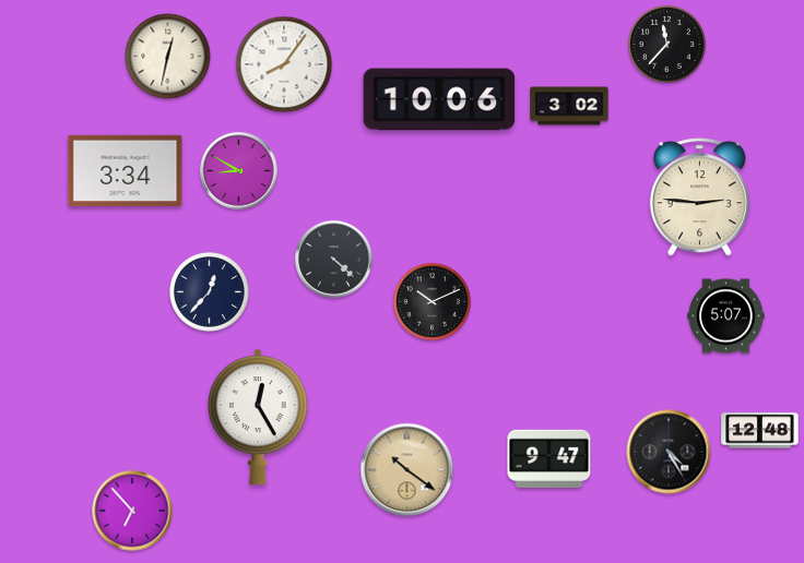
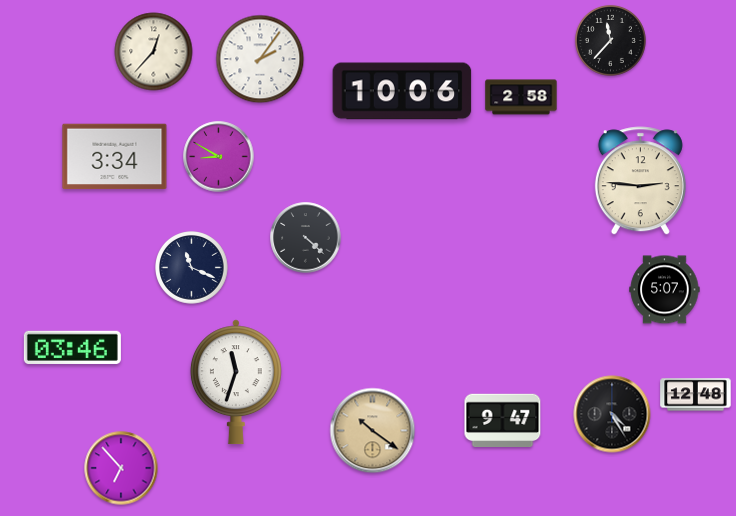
clock at (168, 57): 12:32 -> 12:37
clock at (284, 64): 8:06 -> 2:06
clock at (569, 106): 3:02 -> 2:58
clock at (210, 292): 12:37 -> 11:19
clock at (431, 301): 10:11 -> none
clock at (72, 347): none -> 03:46
clock at (258, 417): 12:25 -> 11:33
